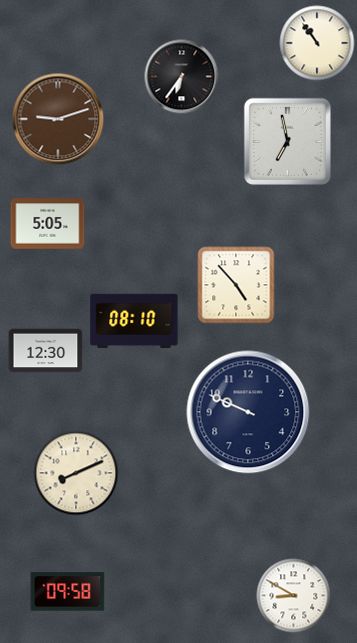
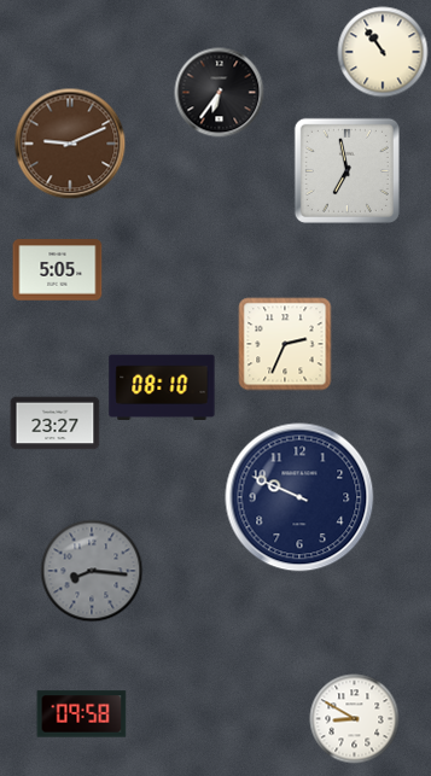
clock at (58, 119): 9:12 -> 9:11
clock at (236, 285): 4:53 -> 2:34
clock at (46, 351): 12:30 -> 23:27
clock at (76, 473): 8:11 -> 8:16
clock at (76, 473) dial: cream -> grey
